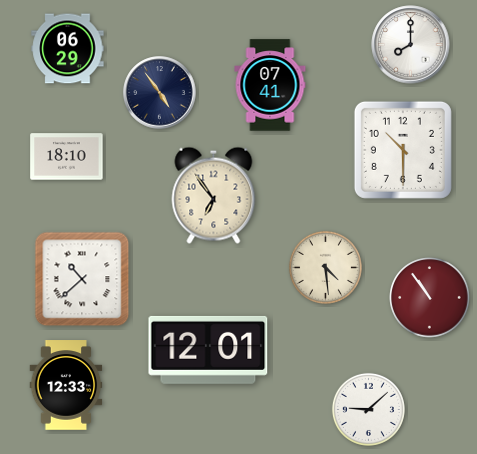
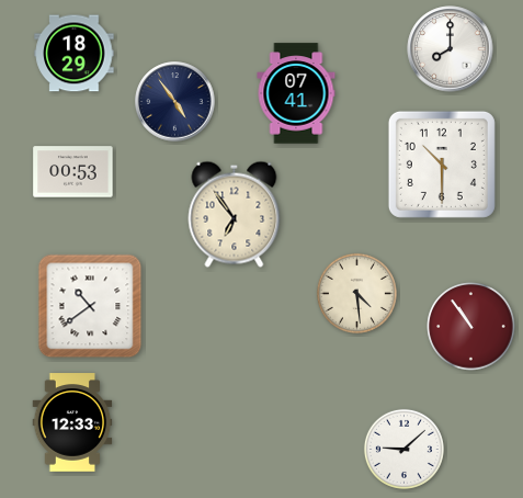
clock at (68, 49): 06:29 -> 18:29
clock at (67, 157): 18:10 -> 00:53
clock at (82, 279): 10:38 -> 10:39
clock at (208, 350): 12:01 -> none
